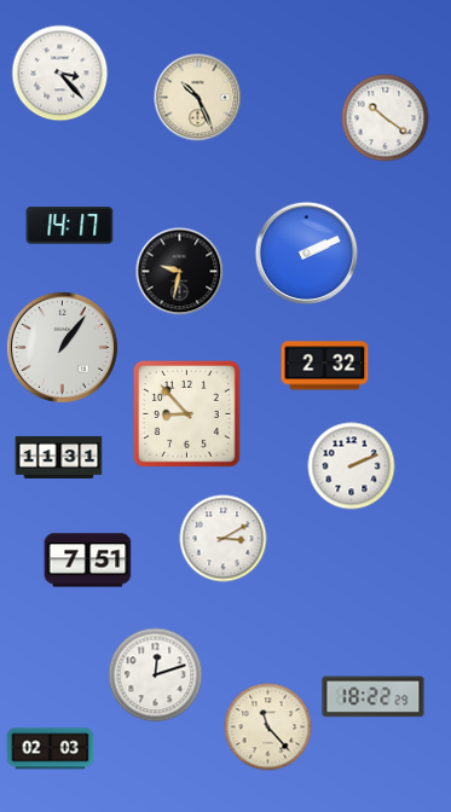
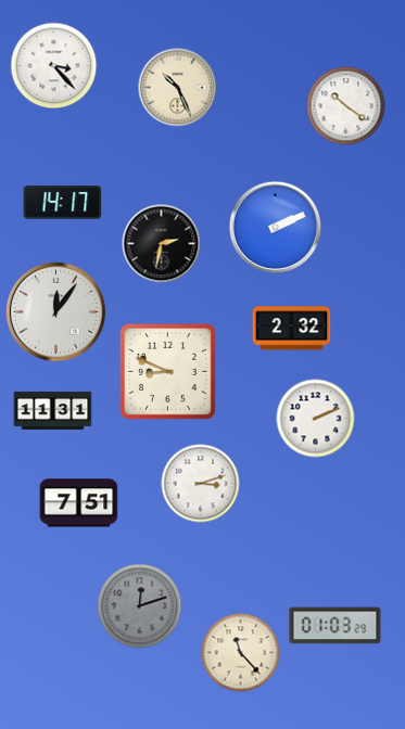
clock at (180, 272): 9:32 -> 2:32
clock at (62, 347): 1:06 -> 12:06
clock at (186, 413): 8:53 -> 8:49
clock at (224, 539): 3:10 -> 3:12
clock at (156, 675) dial: white -> grey
clock at (374, 697): 18:22 -> 01:03
clock at (51, 749): 02:03 -> none
